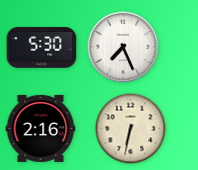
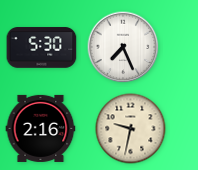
clock at (131, 129): 6:32 -> 9:32
